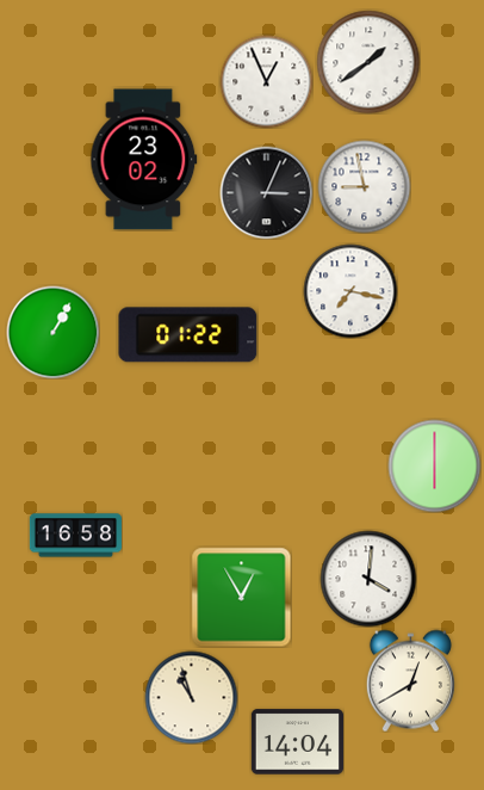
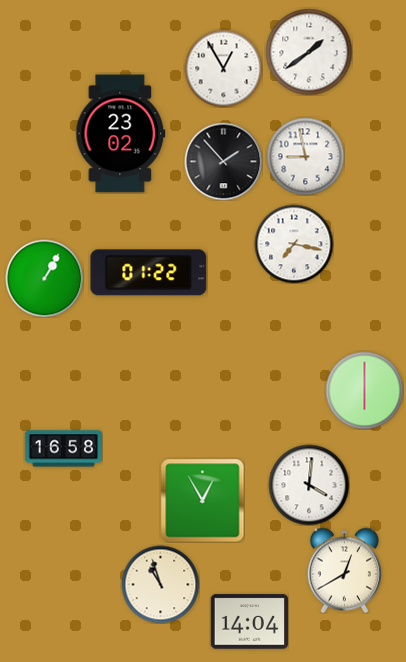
clock at (266, 81): 12:56 -> 12:55
clock at (266, 192): 3:04 -> 1:53
clock at (188, 335) position: (188, 335) -> (149, 273)
